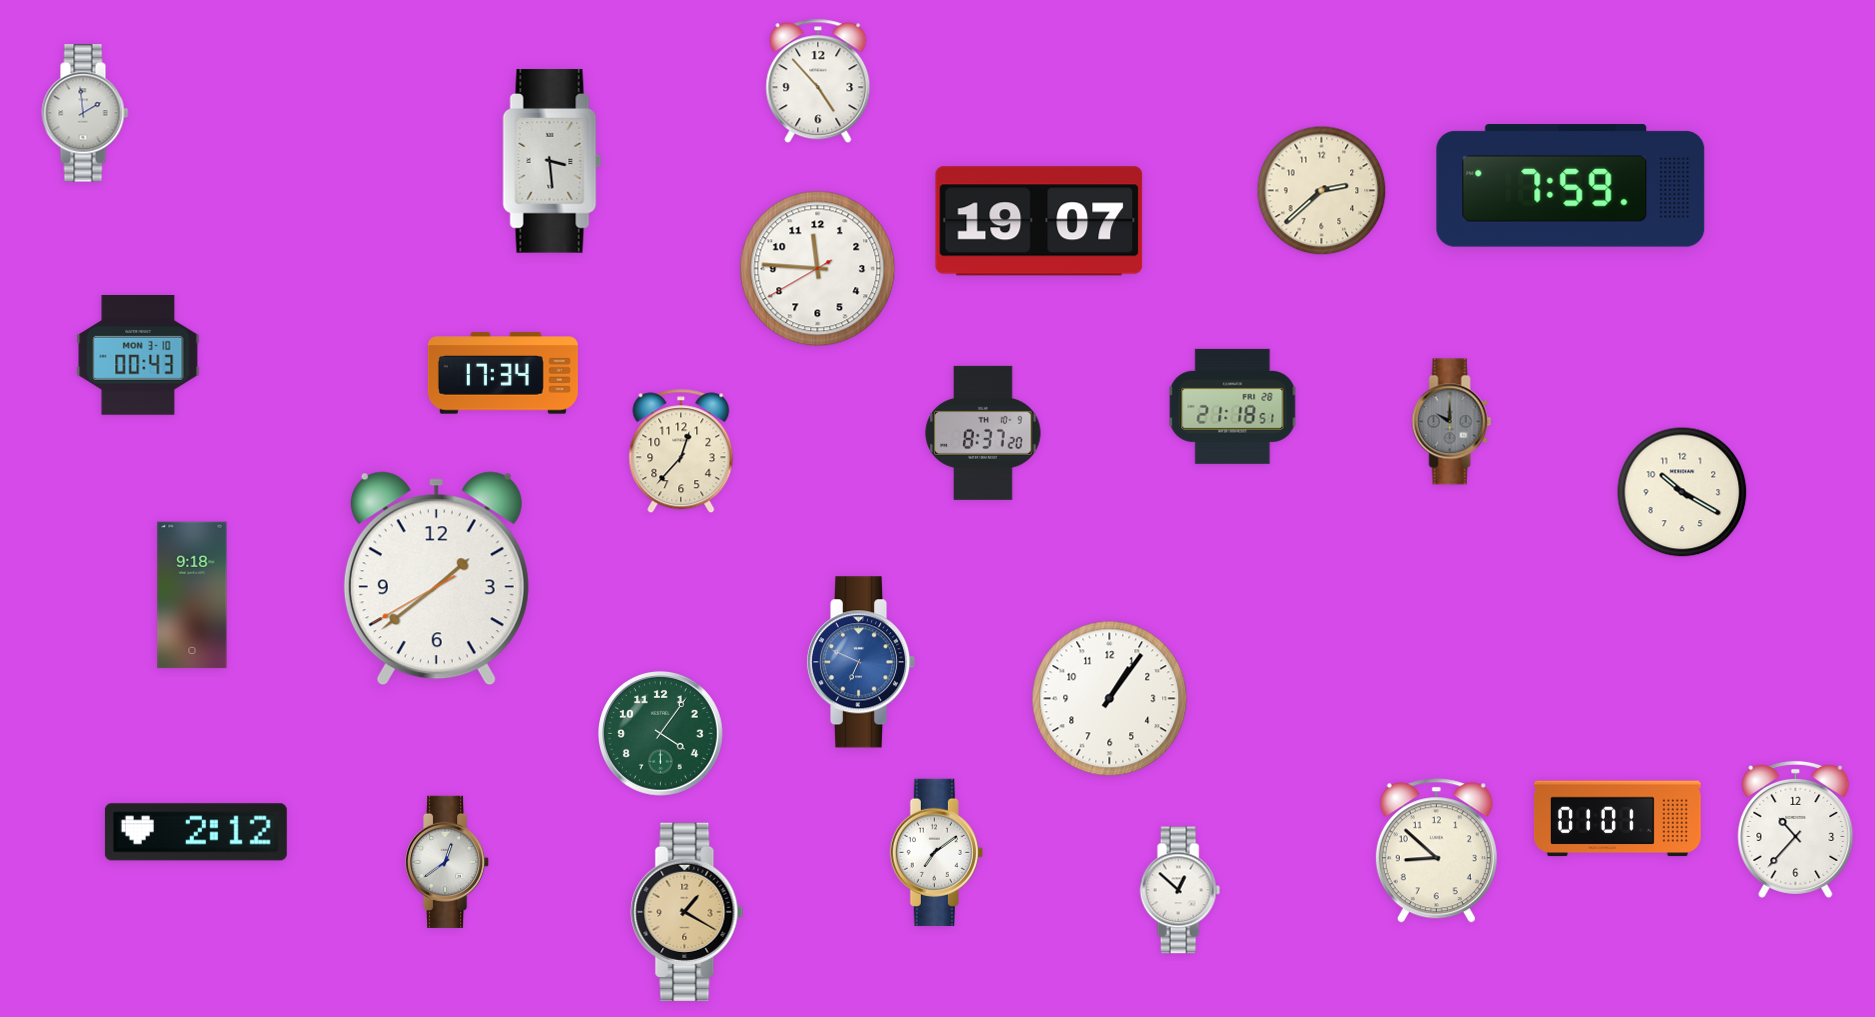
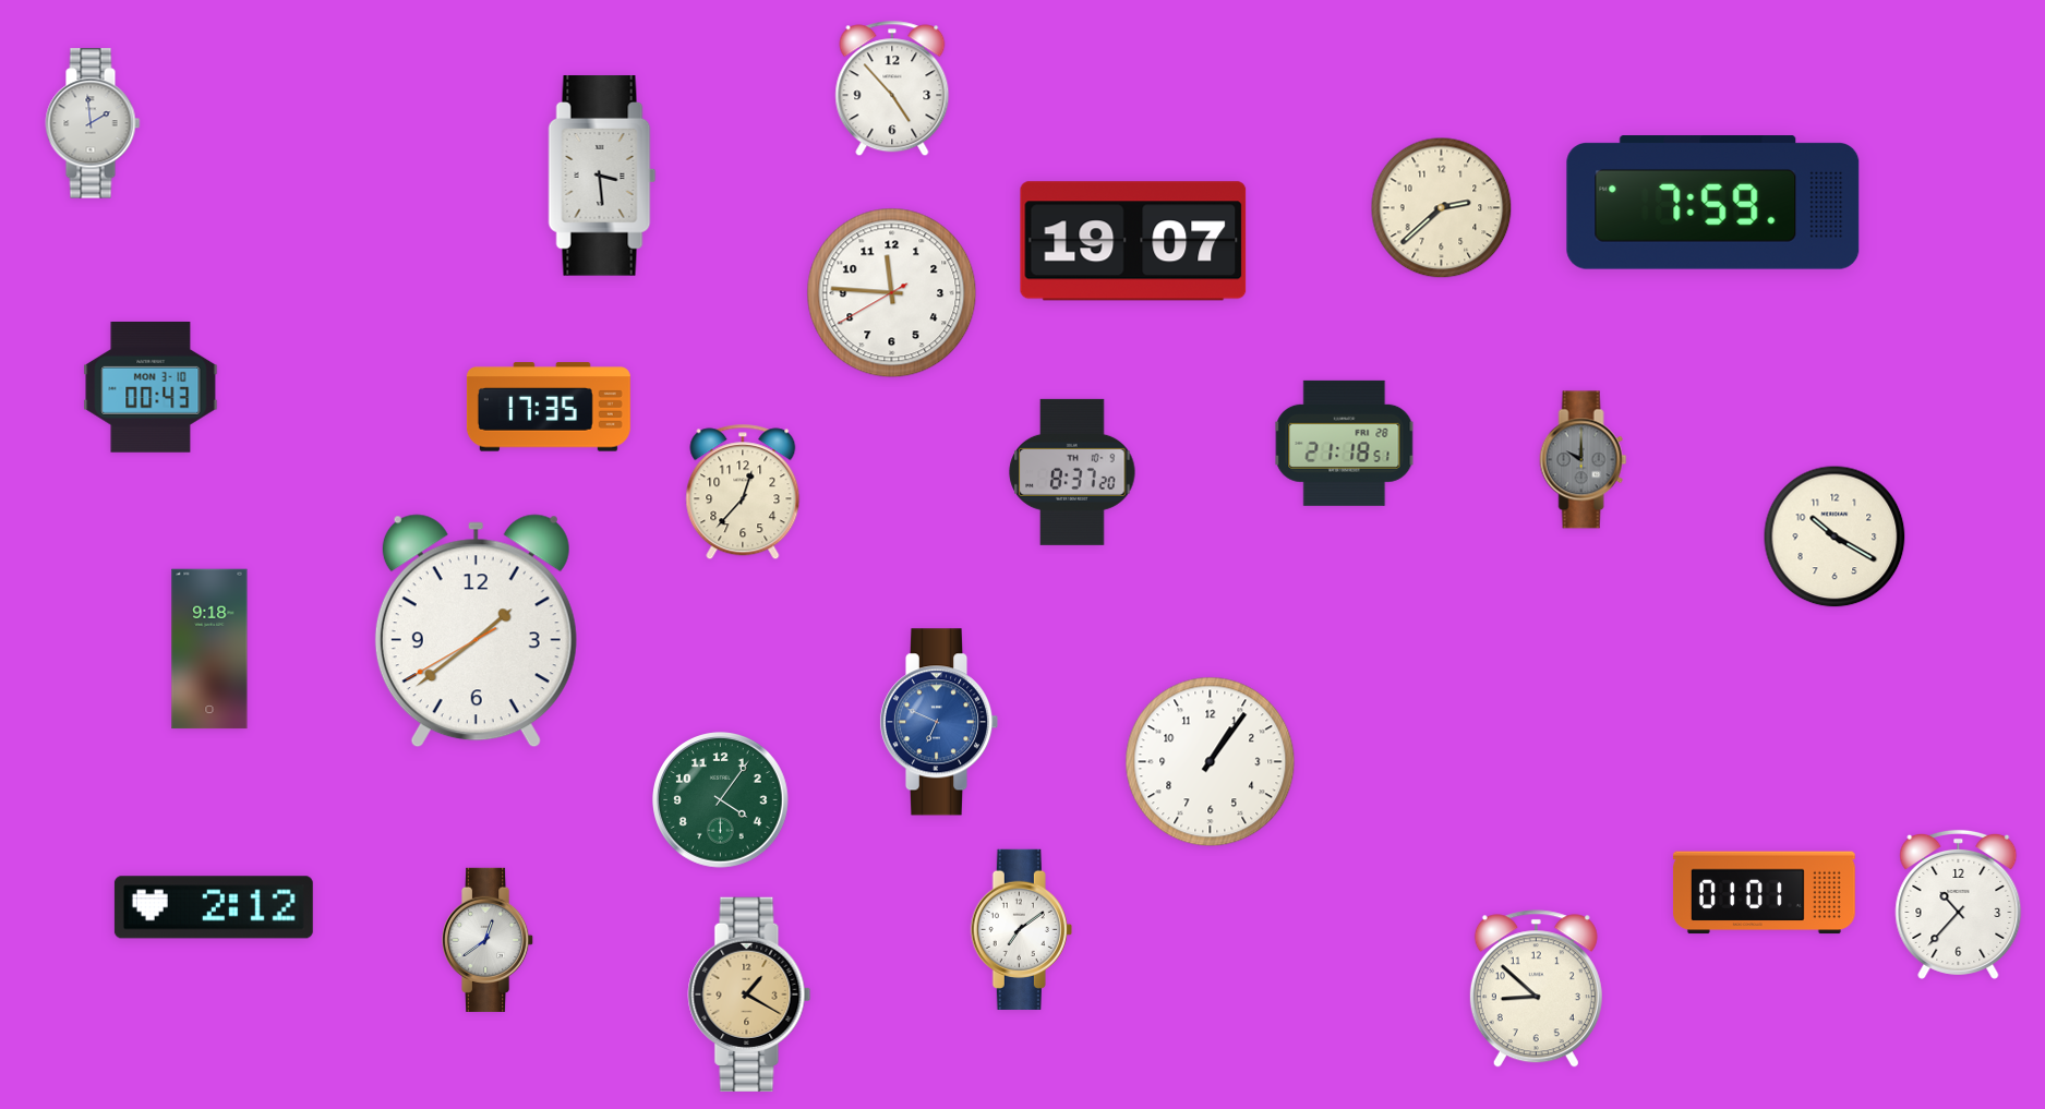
clock at (503, 373): 17:34 -> 17:35
clock at (1436, 851) position: (1436, 851) -> (1536, 989)
clock at (1180, 890): 12:52 -> none
